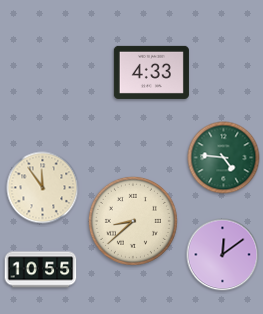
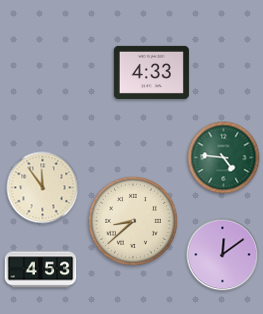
clock at (41, 270): 10:55 -> 4:53
